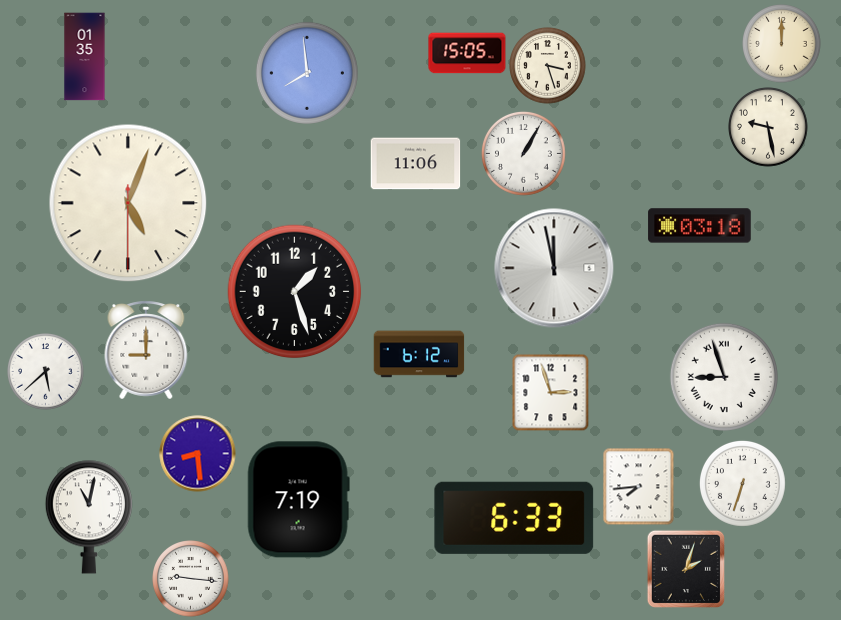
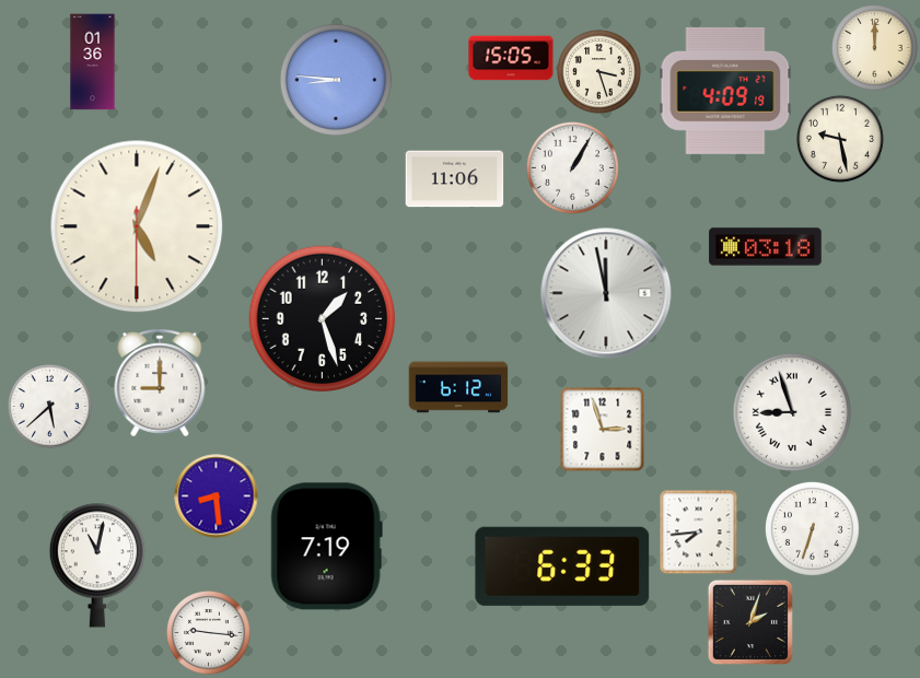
clock at (782, 44) position: (782, 44) -> (875, 48)
clock at (85, 57): 01:35 -> 01:36
clock at (307, 73): 7:59 -> 8:46
clock at (725, 91): none -> 4:09
clock at (128, 203) position: (128, 203) -> (137, 226)
